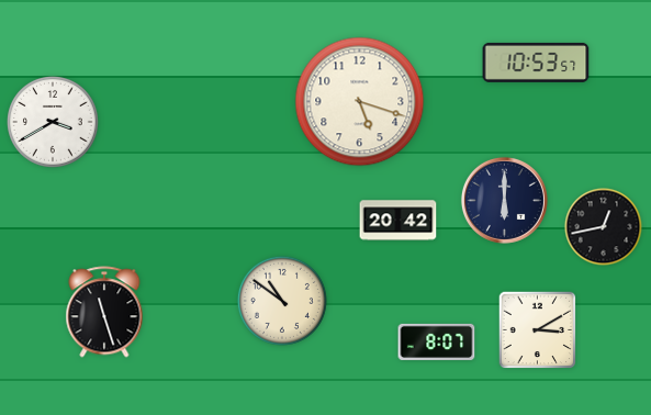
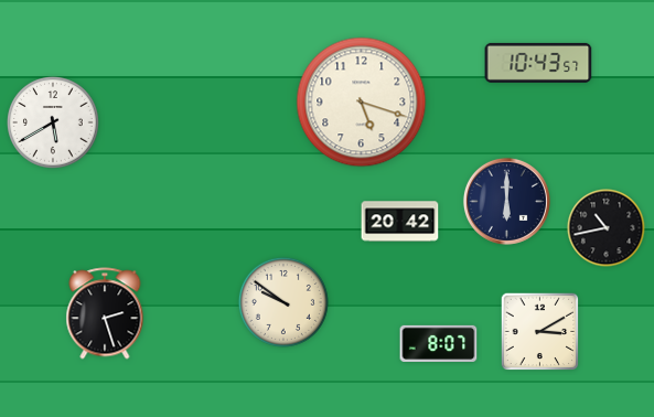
clock at (536, 63): 10:53 -> 10:43
clock at (54, 123): 3:40 -> 5:40
clock at (604, 227): 12:43 -> 10:43
clock at (282, 301): 10:51 -> 9:51
clock at (104, 312): 11:27 -> 2:27
